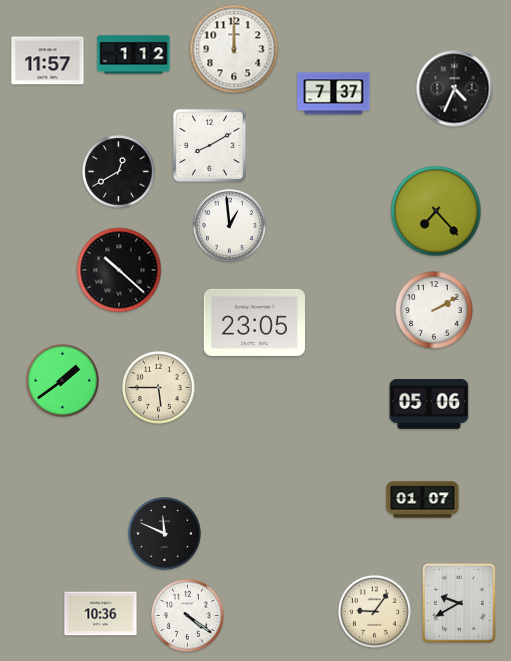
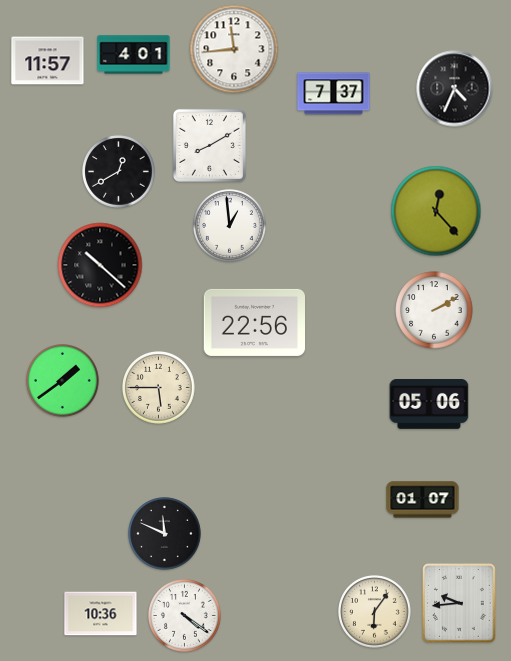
clock at (234, 49): 12:00 -> 11:44
clock at (134, 55): 1:12 -> 4:01
clock at (436, 211): 7:23 -> 12:23
clock at (119, 270) position: (119, 270) -> (100, 265)
clock at (255, 322): 23:05 -> 22:56
clock at (459, 603): 9:40 -> 9:44
clock at (375, 612): 9:06 -> 6:06
clock at (188, 616) position: (188, 616) -> (185, 616)
